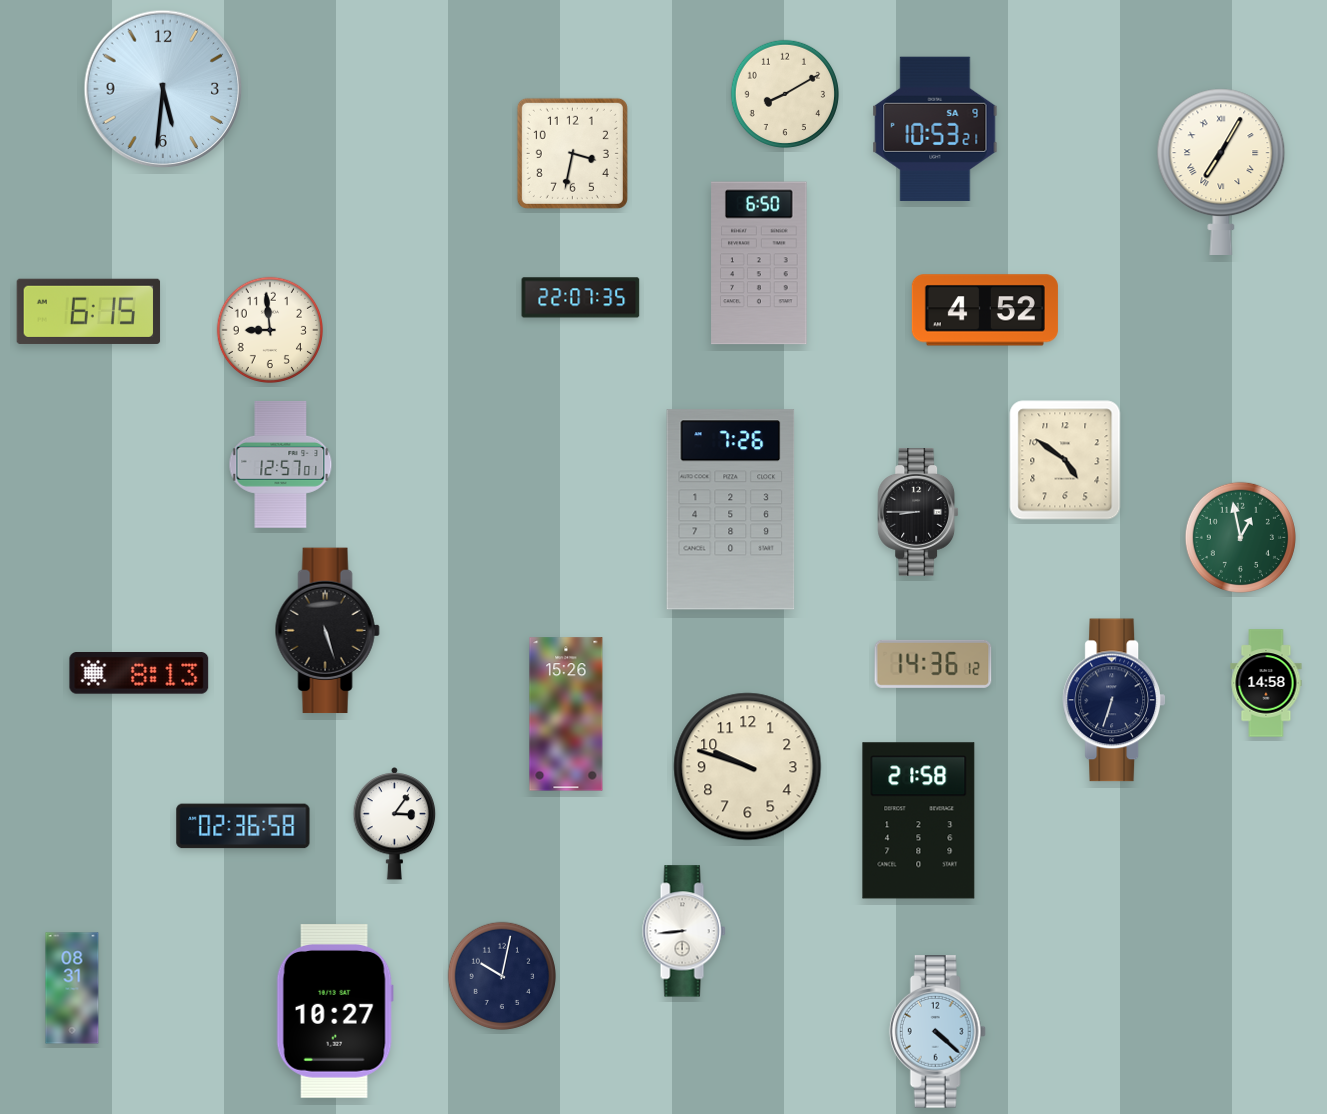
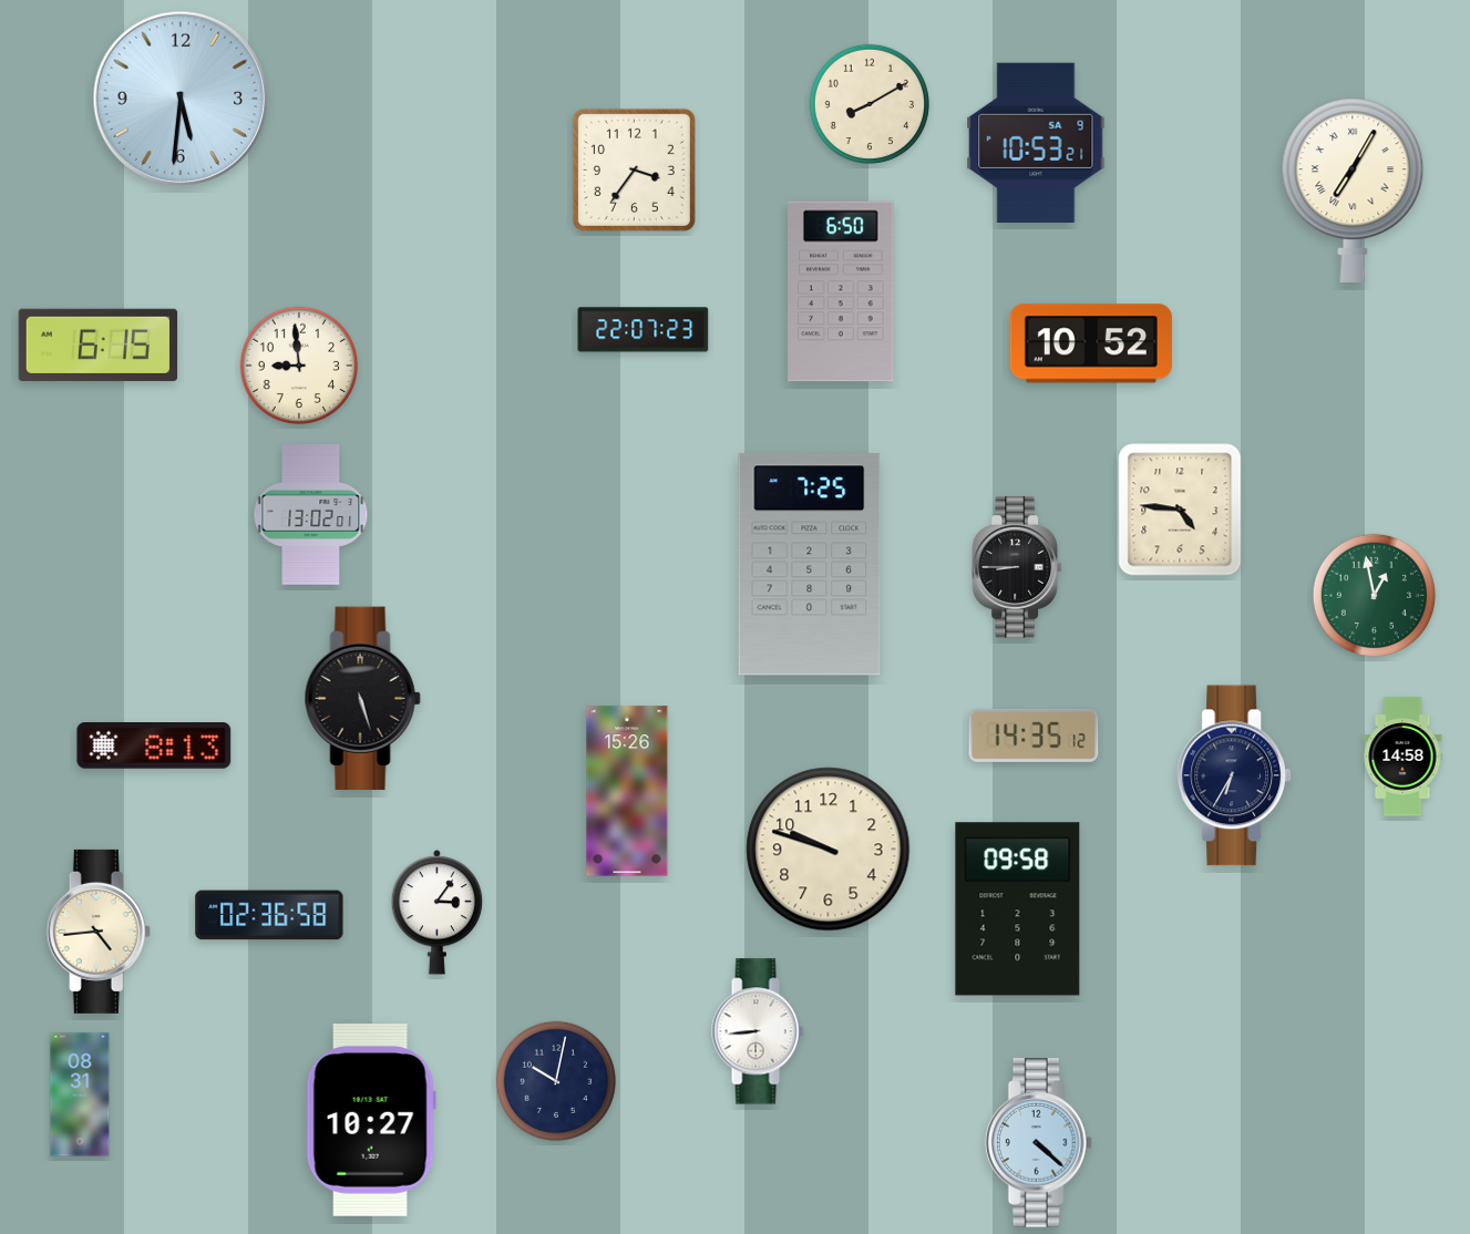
clock at (572, 153): 3:32 -> 3:36
clock at (581, 298): 22:07:35 -> 22:07:23
clock at (985, 310): 4:52 -> 10:52
clock at (1065, 460): 4:51 -> 4:46
clock at (281, 464): 12:57 -> 13:02
clock at (731, 510): 7:26 -> 7:25
clock at (933, 664): 14:36 -> 14:35
clock at (1113, 700): 6:33 -> 6:35
clock at (919, 821): 21:58 -> 09:58
clock at (99, 932): none -> 4:44
